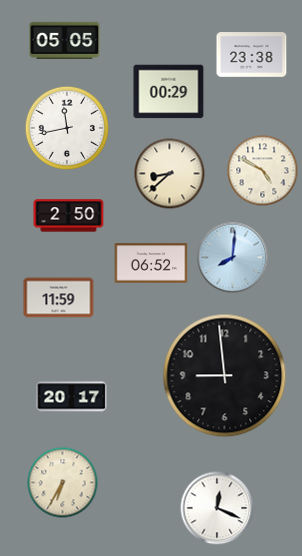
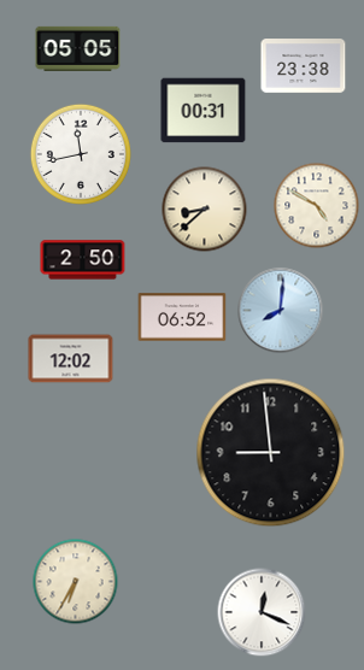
clock at (169, 92): 00:29 -> 00:31
clock at (59, 298): 11:59 -> 12:02
clock at (72, 397): 20:17 -> none
